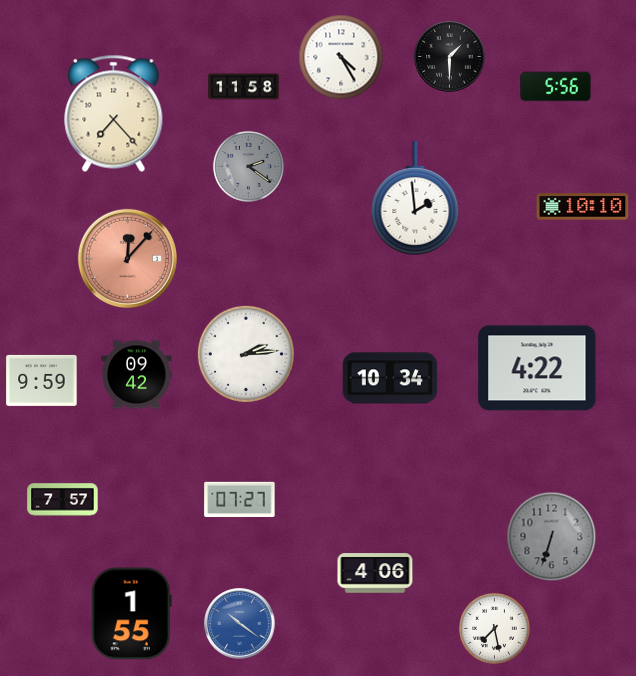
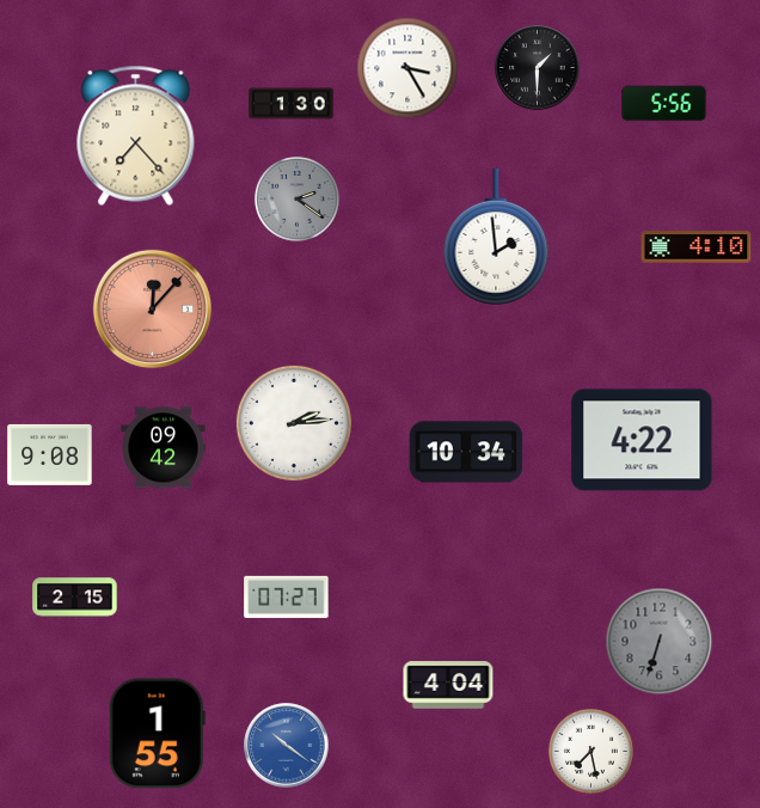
clock at (341, 57): 4:25 -> 3:25
clock at (244, 87): 11:58 -> 1:30
clock at (583, 207): 10:10 -> 4:10
clock at (42, 380): 9:59 -> 9:08
clock at (63, 500): 7:57 -> 2:15
clock at (375, 573): 4:06 -> 4:04
